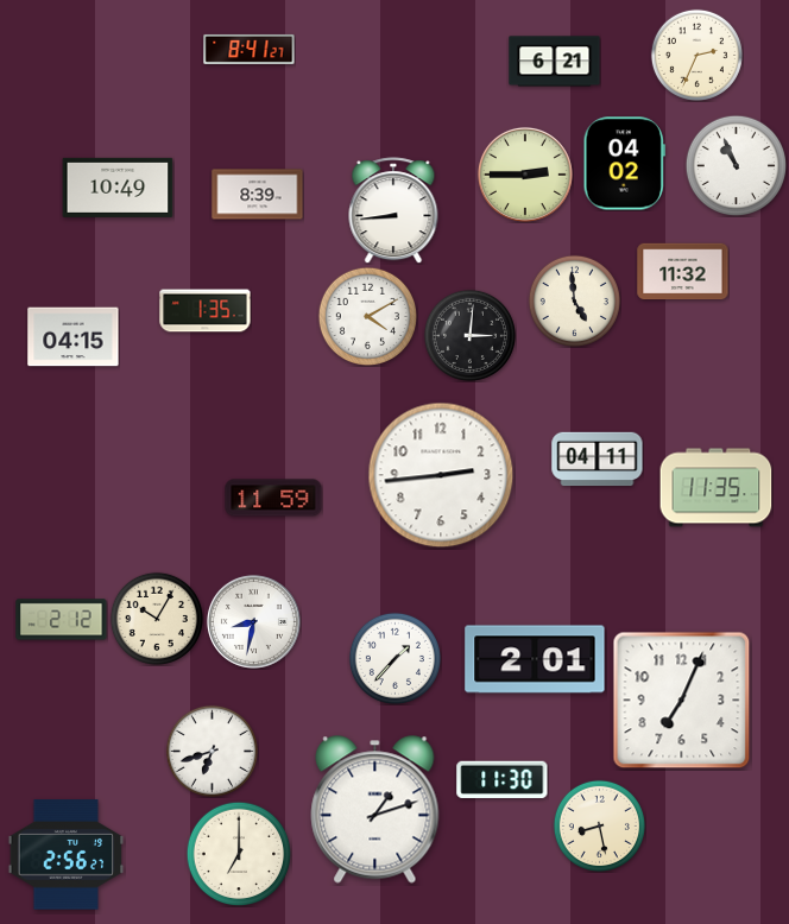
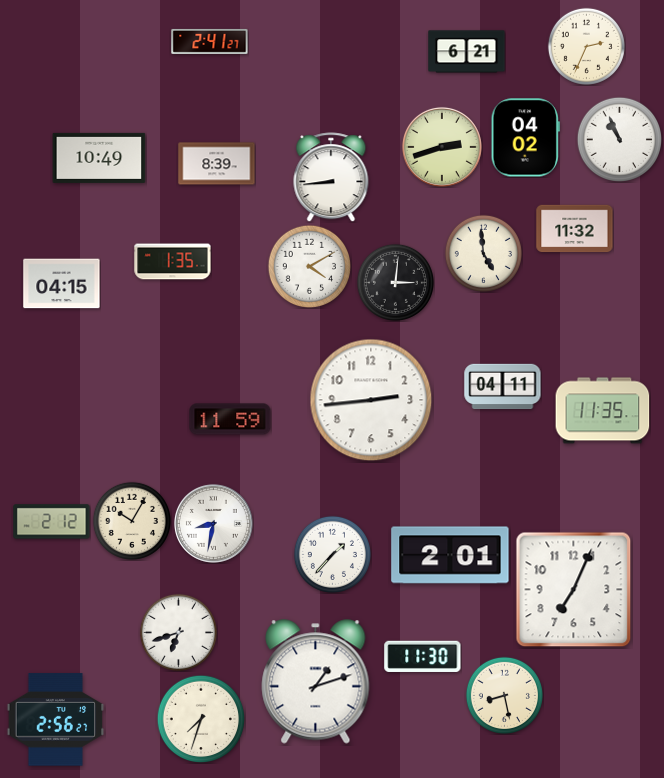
clock at (250, 49): 8:41 -> 2:41
clock at (525, 175): 2:45 -> 2:42
clock at (239, 854): 7:00 -> 7:33
